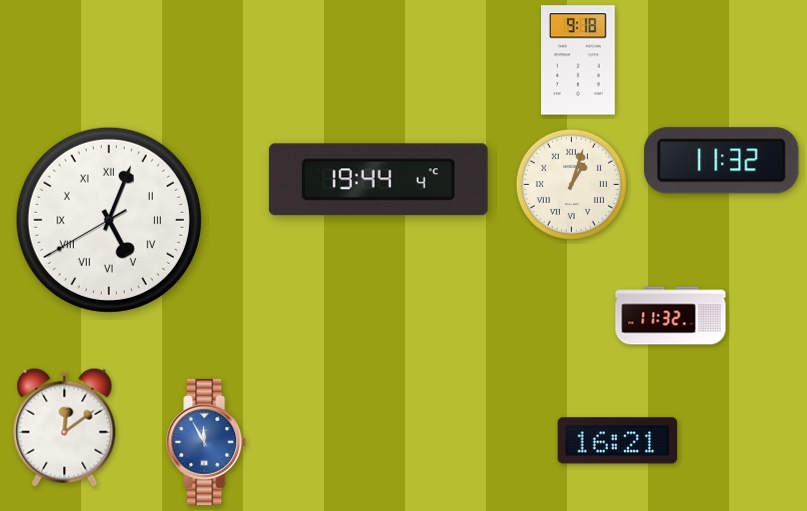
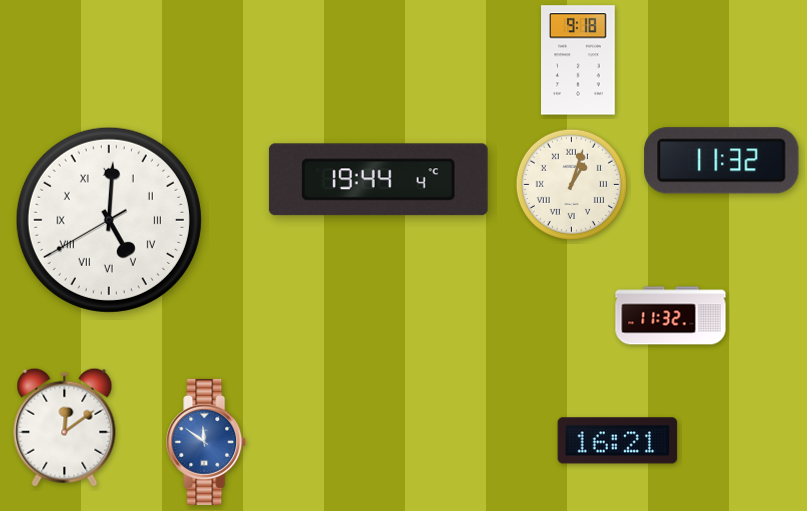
clock at (109, 220): 5:03 -> 5:00
clock at (207, 442): 11:55 -> 11:51
